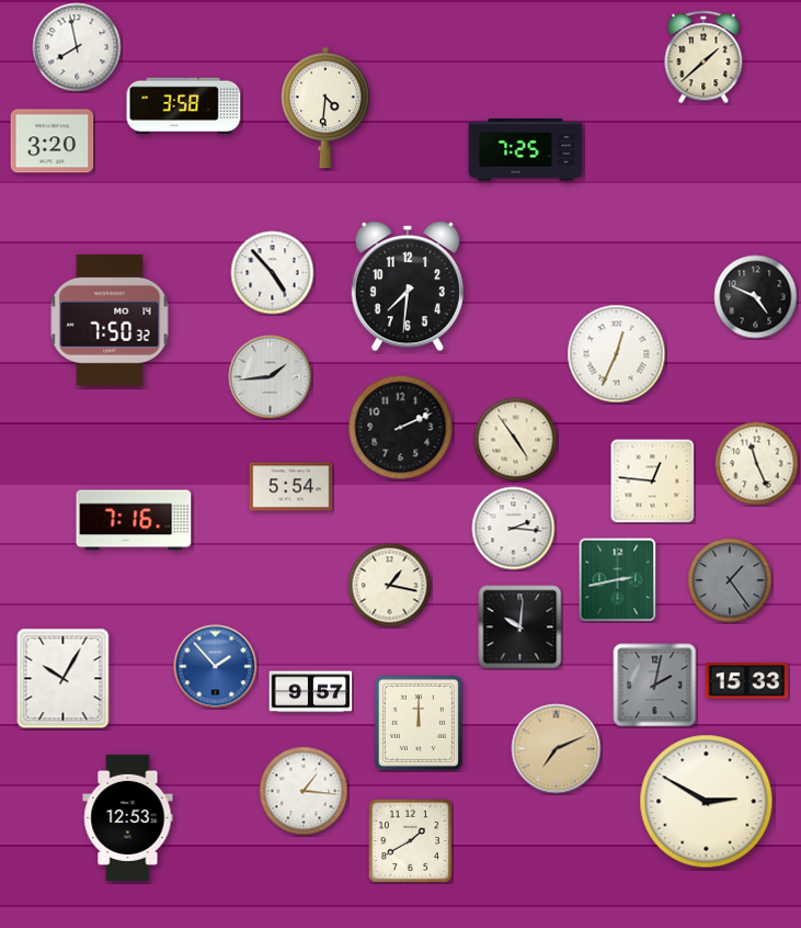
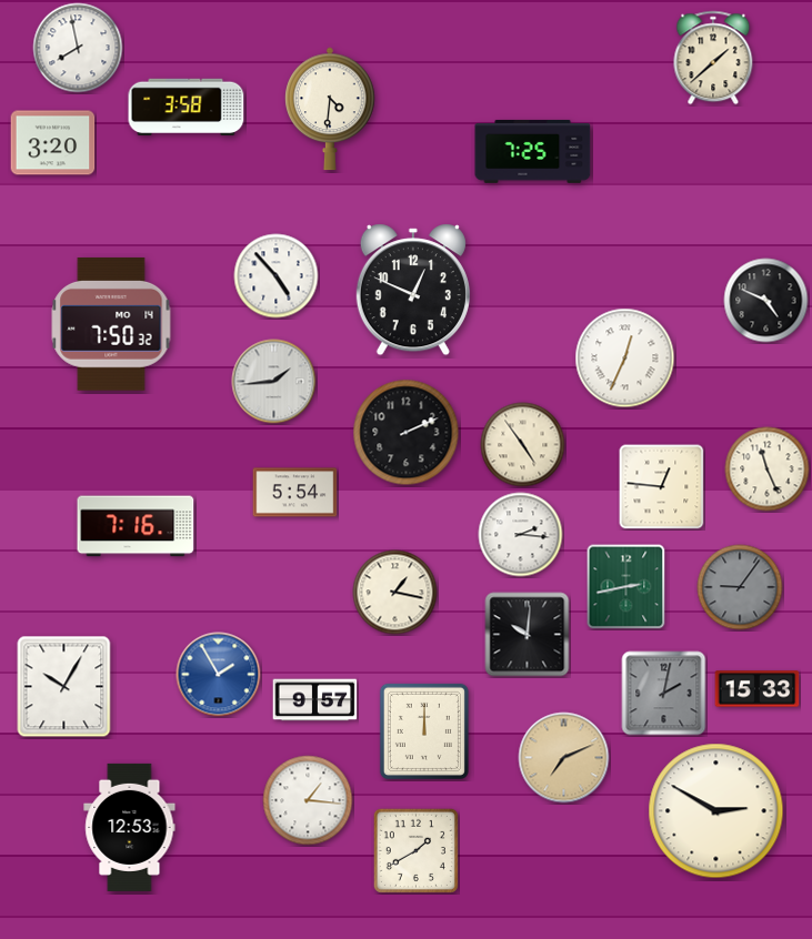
clock at (408, 286): 7:31 -> 12:49
clock at (730, 580): 1:24 -> 9:06
clock at (216, 667): 1:53 -> 1:55
